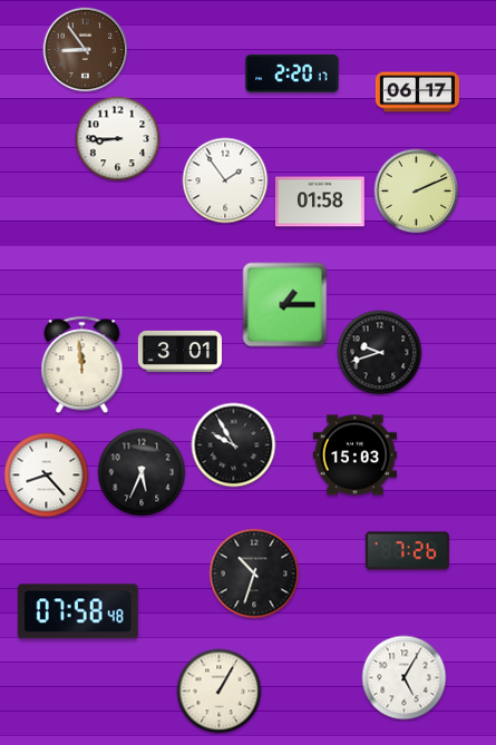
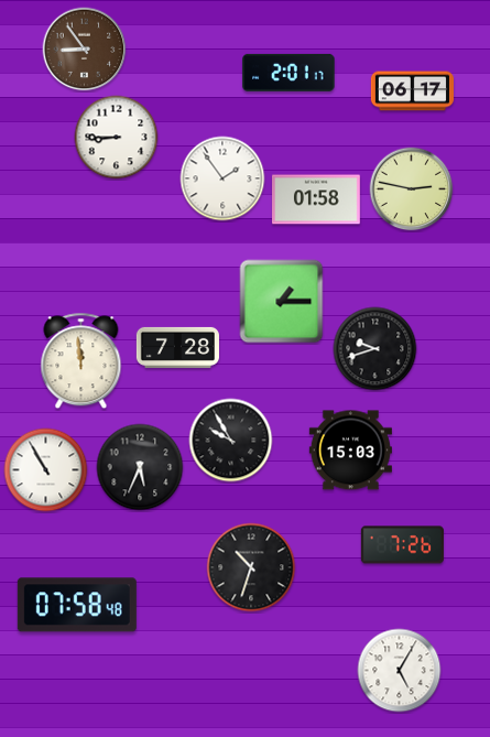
clock at (292, 73): 2:20 -> 2:01
clock at (417, 192): 2:11 -> 2:47
clock at (179, 351): 3:01 -> 7:28
clock at (47, 476): 8:23 -> 10:55
clock at (220, 692): 1:05 -> none
